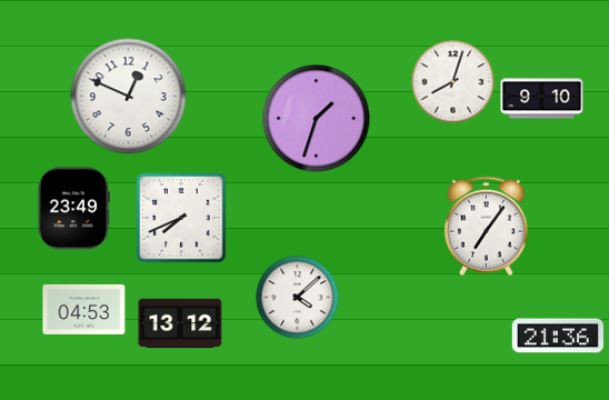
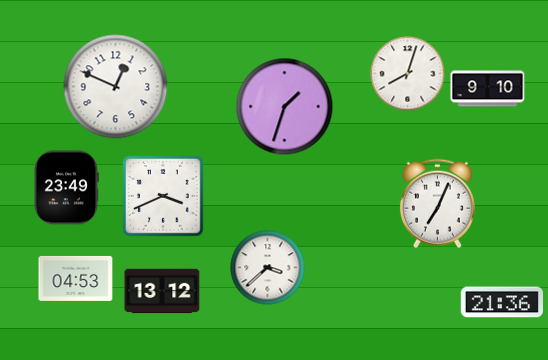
clock at (181, 218): 7:41 -> 3:41
clock at (486, 227): 7:06 -> 7:04
clock at (298, 298): 4:08 -> 3:38
